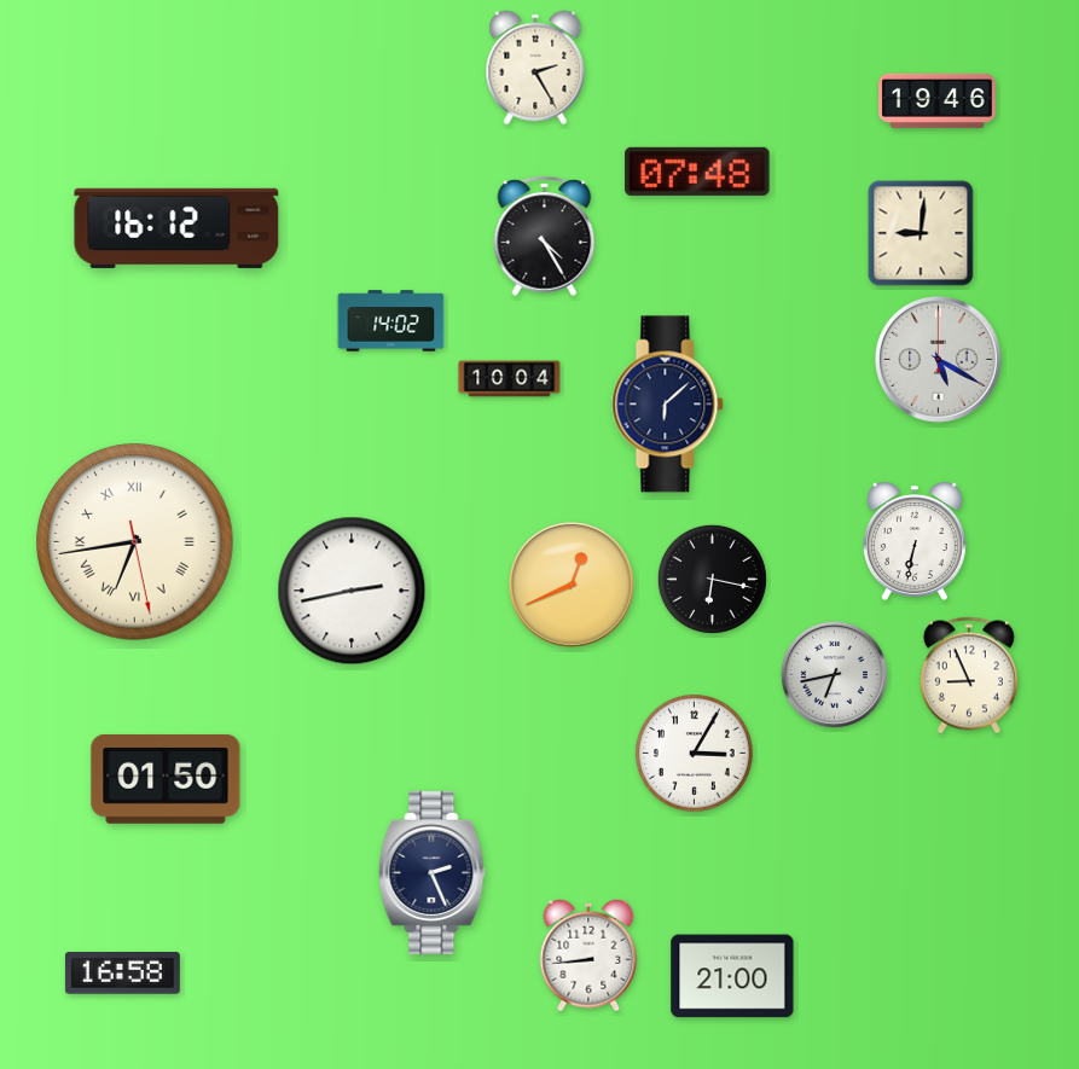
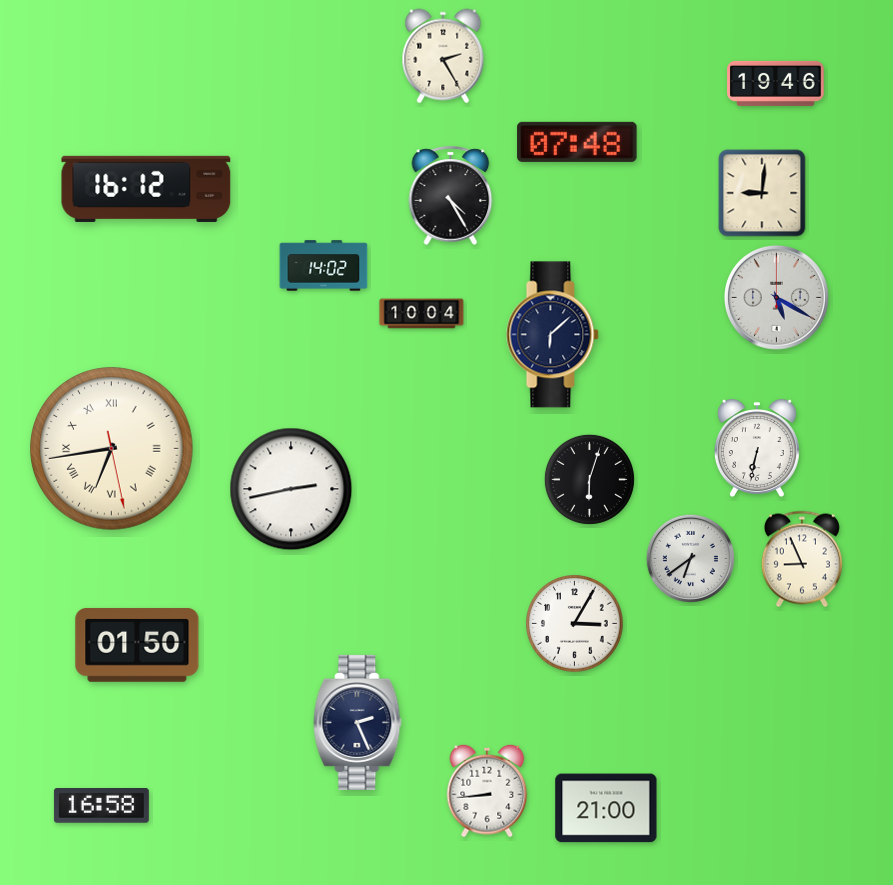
clock at (712, 579): 6:17 -> 6:03
clock at (572, 585): 12:41 -> none
clock at (834, 674): 6:43 -> 6:39
